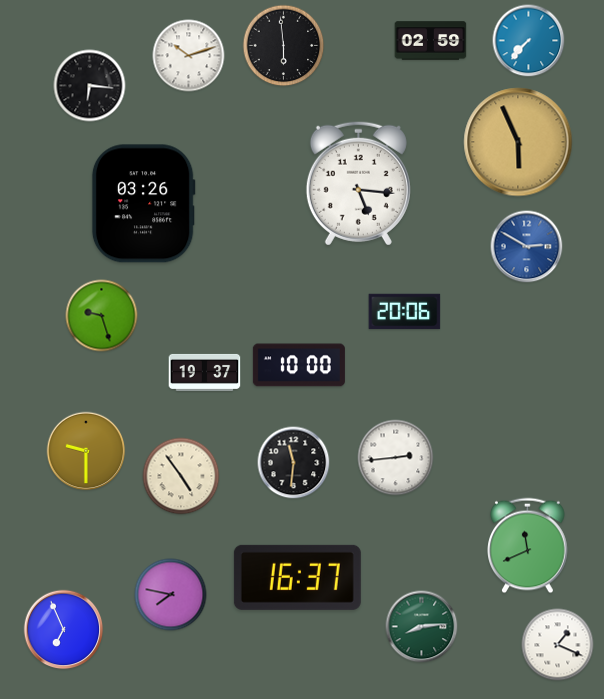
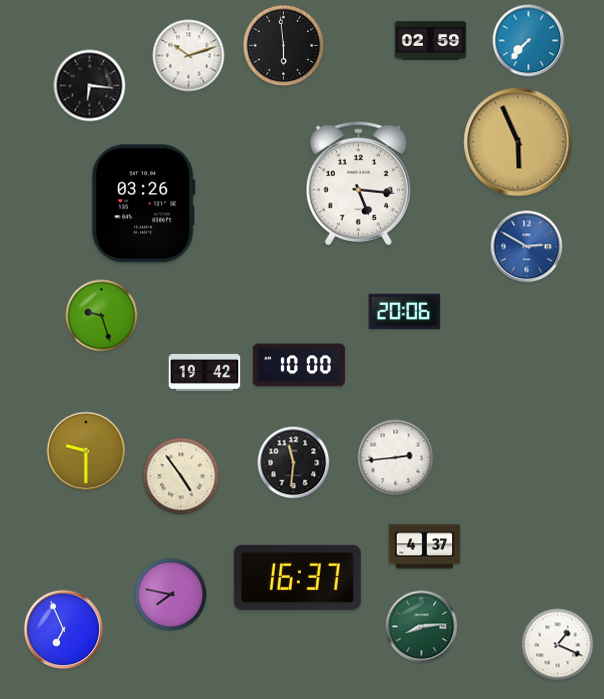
clock at (205, 372): 19:37 -> 19:42
clock at (528, 546): 11:41 -> none
clock at (425, 547): none -> 4:37
